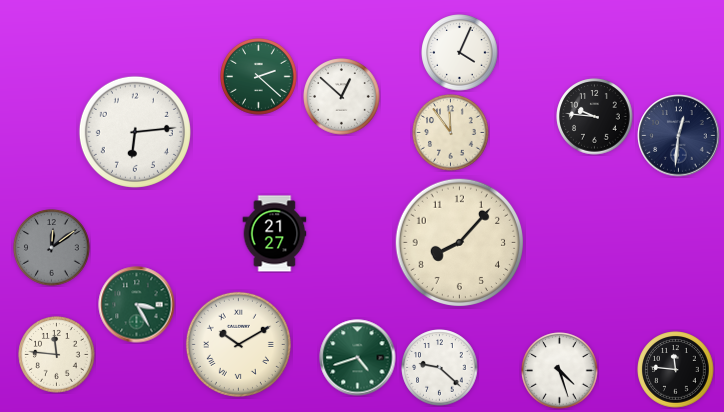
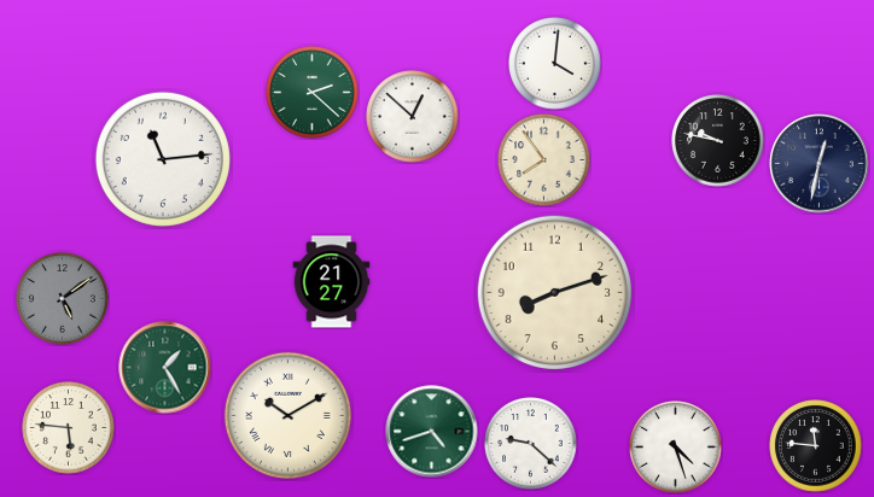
clock at (460, 53): 4:04 -> 4:01
clock at (595, 117): 9:46 -> 9:47
clock at (135, 132): 6:14 -> 11:14
clock at (451, 133): 11:54 -> 7:54
clock at (679, 136): 12:31 -> 12:32
clock at (459, 242): 8:07 -> 8:12
clock at (52, 248): 12:09 -> 5:09
clock at (137, 305): 3:25 -> 1:25
clock at (57, 355): 11:46 -> 5:46
